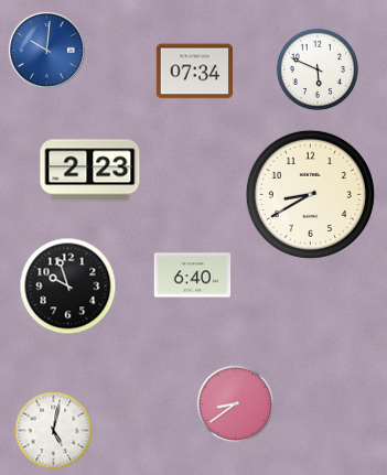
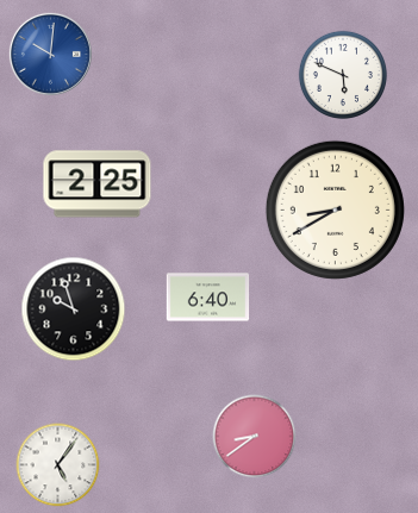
clock at (195, 72): 07:34 -> none
clock at (90, 171): 2:23 -> 2:25
clock at (54, 431): 5:02 -> 5:06
